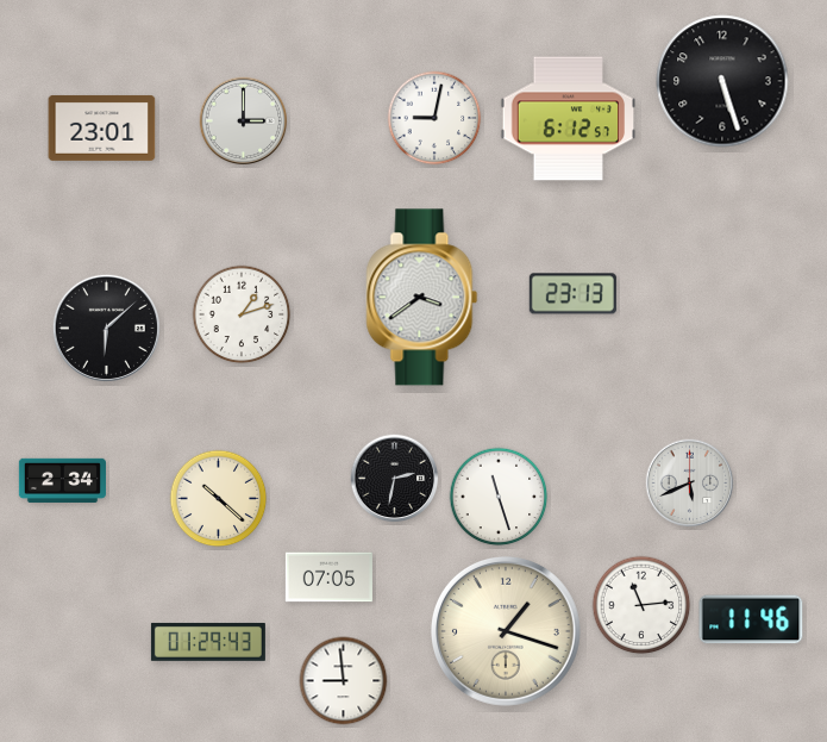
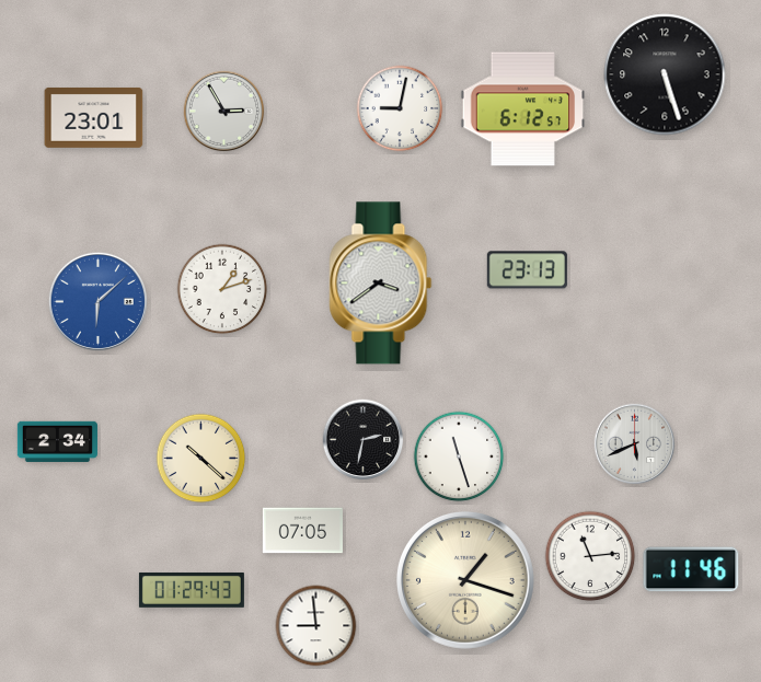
clock at (244, 121): 3:00 -> 2:55
clock at (422, 298) position: (422, 298) -> (381, 284)
clock at (106, 328) dial: black -> blue
